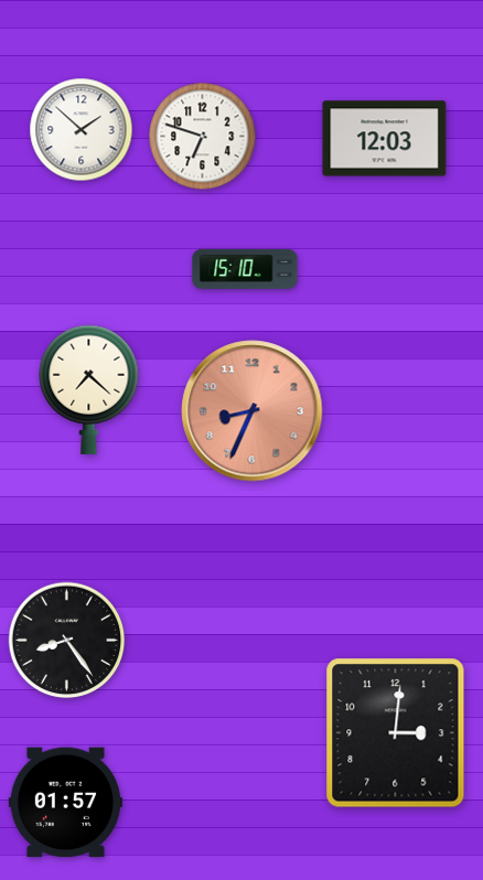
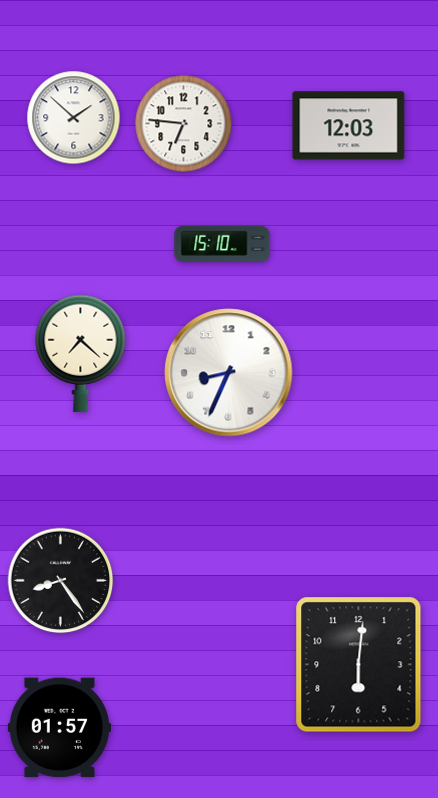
clock at (203, 137): 6:48 -> 6:46
clock at (253, 411) dial: salmon -> white
clock at (396, 733): 3:01 -> 6:01
